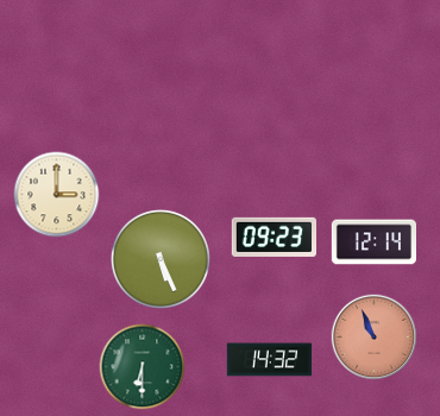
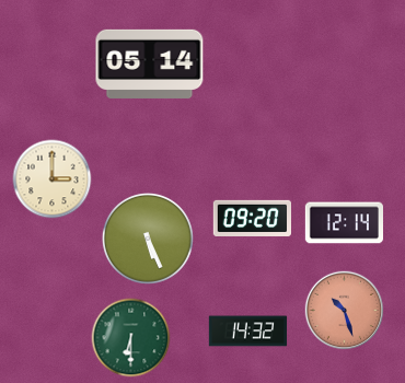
clock at (150, 63): none -> 05:14
clock at (274, 237): 09:23 -> 09:20
clock at (375, 338): 10:56 -> 10:27
